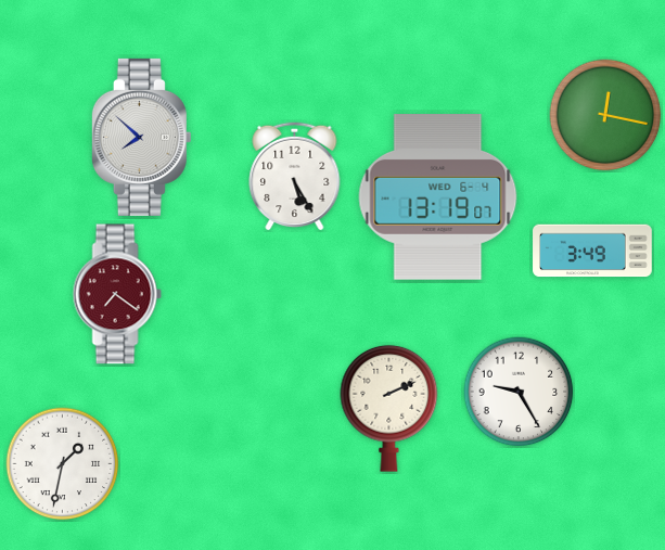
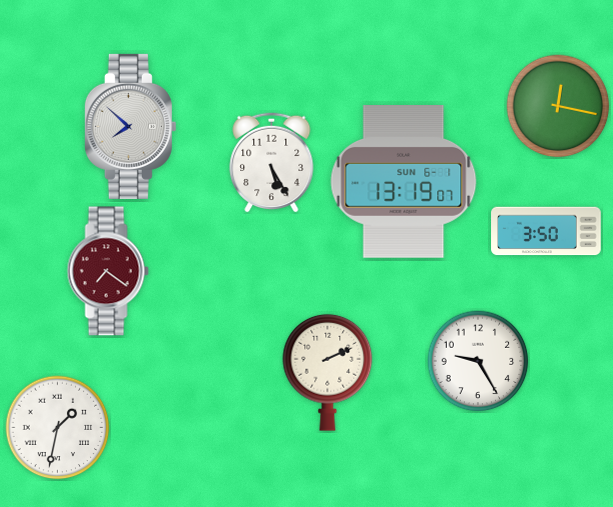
clock at (438, 197) date: WED 6-4 -> SUN 6-1
clock at (592, 251): 3:49 -> 3:50
clock at (389, 408) position: (389, 408) -> (328, 372)
